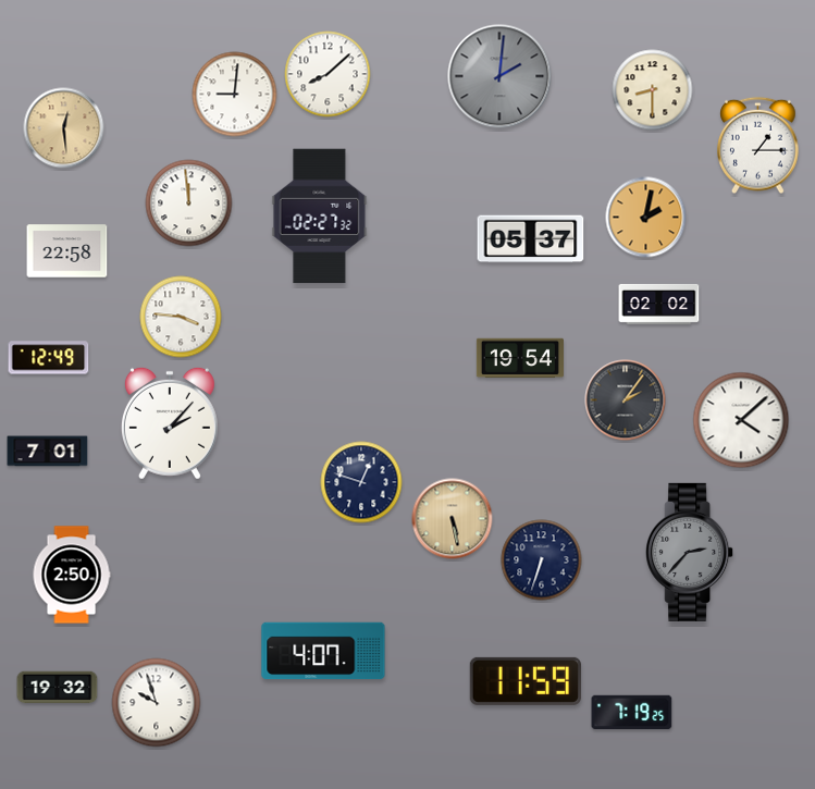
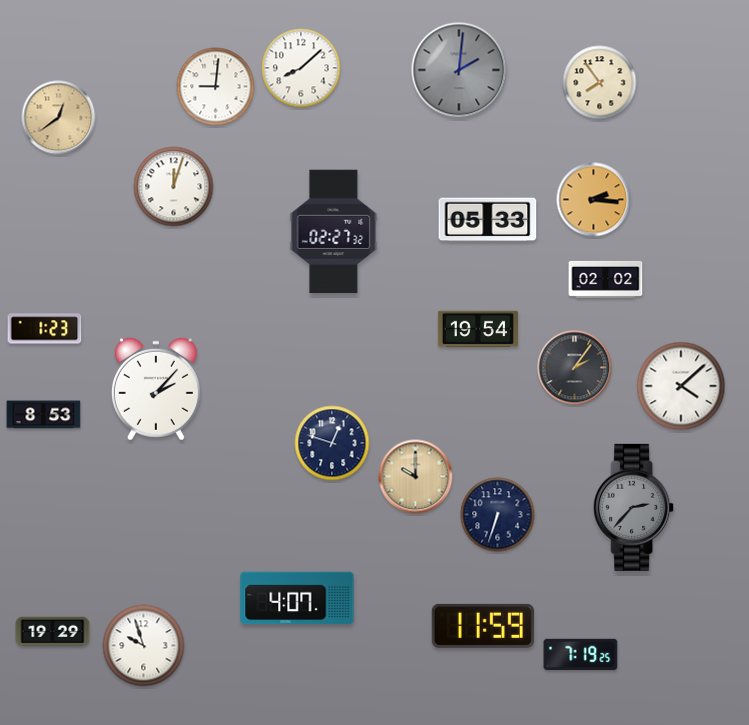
clock at (653, 90): 8:30 -> 7:54
clock at (64, 128): 12:29 -> 12:39
clock at (758, 146): 1:15 -> none
clock at (189, 204): 11:59 -> 12:03
clock at (320, 217) position: (320, 217) -> (334, 232)
clock at (646, 218): 2:02 -> 2:16
clock at (531, 239): 05:37 -> 05:33
clock at (67, 251): 22:58 -> none
clock at (181, 317): 3:46 -> none
clock at (49, 358): 12:49 -> 1:23
clock at (48, 452): 7:01 -> 8:53
clock at (453, 519): 5:28 -> 10:00
clock at (72, 575): 2:50 -> none
clock at (58, 688): 19:32 -> 19:29
